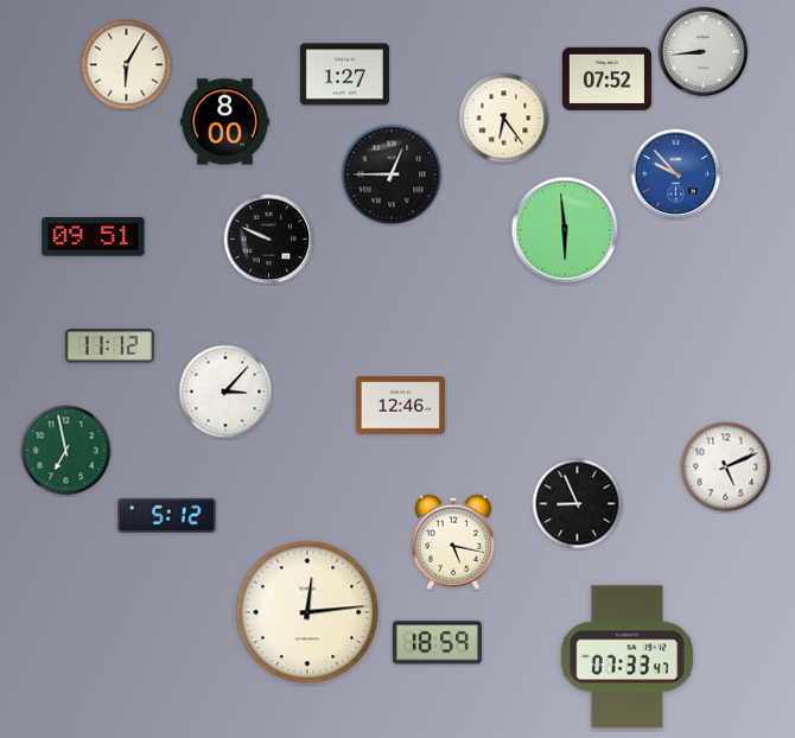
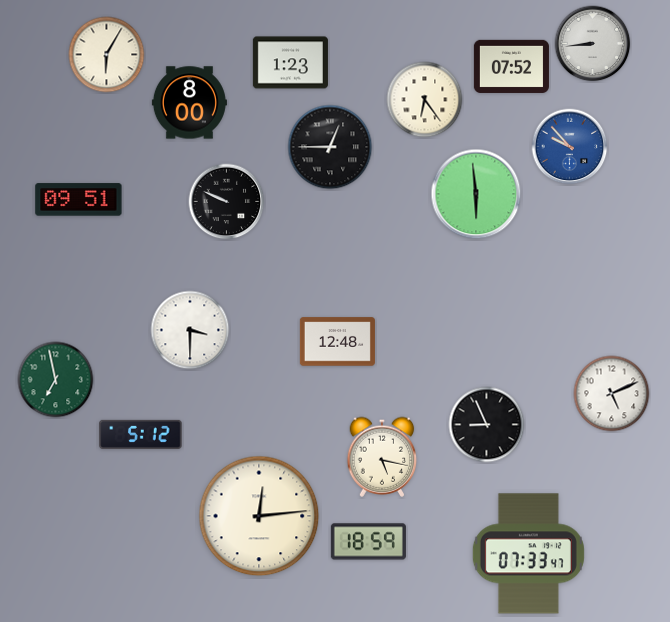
clock at (344, 75): 1:27 -> 1:23
clock at (109, 346): 11:12 -> none
clock at (225, 392): 3:07 -> 3:30
clock at (400, 406): 12:46 -> 12:48
